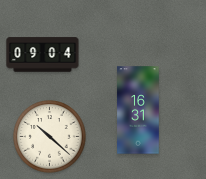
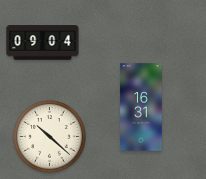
clock at (43, 55) position: (43, 55) -> (43, 43)
clock at (138, 110) position: (138, 110) -> (141, 107)
